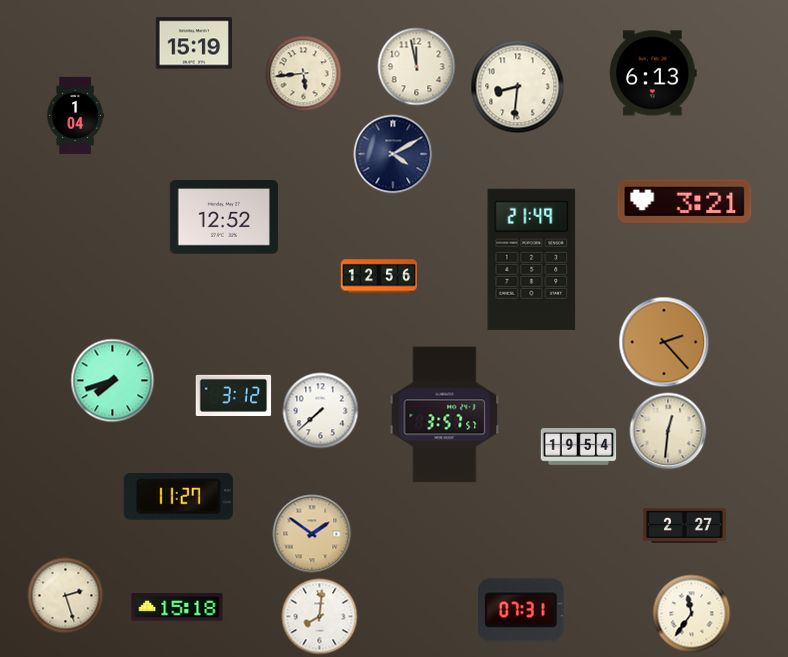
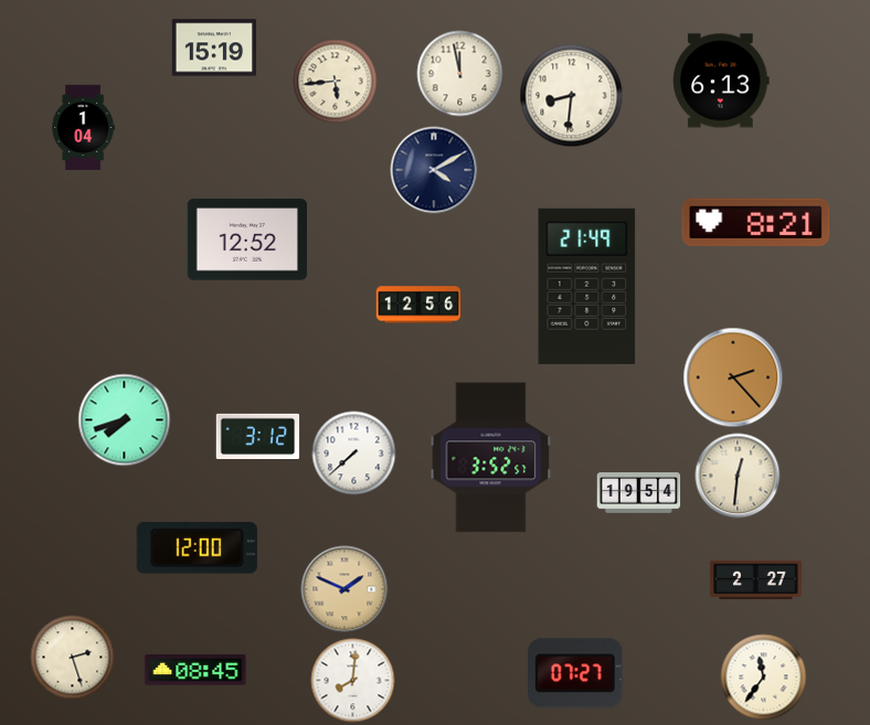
clock at (685, 202): 3:21 -> 8:21
clock at (445, 415): 3:57 -> 3:52
clock at (178, 497): 11:27 -> 12:00
clock at (312, 534): 1:51 -> 1:49
clock at (177, 607): 15:18 -> 08:45
clock at (522, 610): 07:31 -> 07:27
